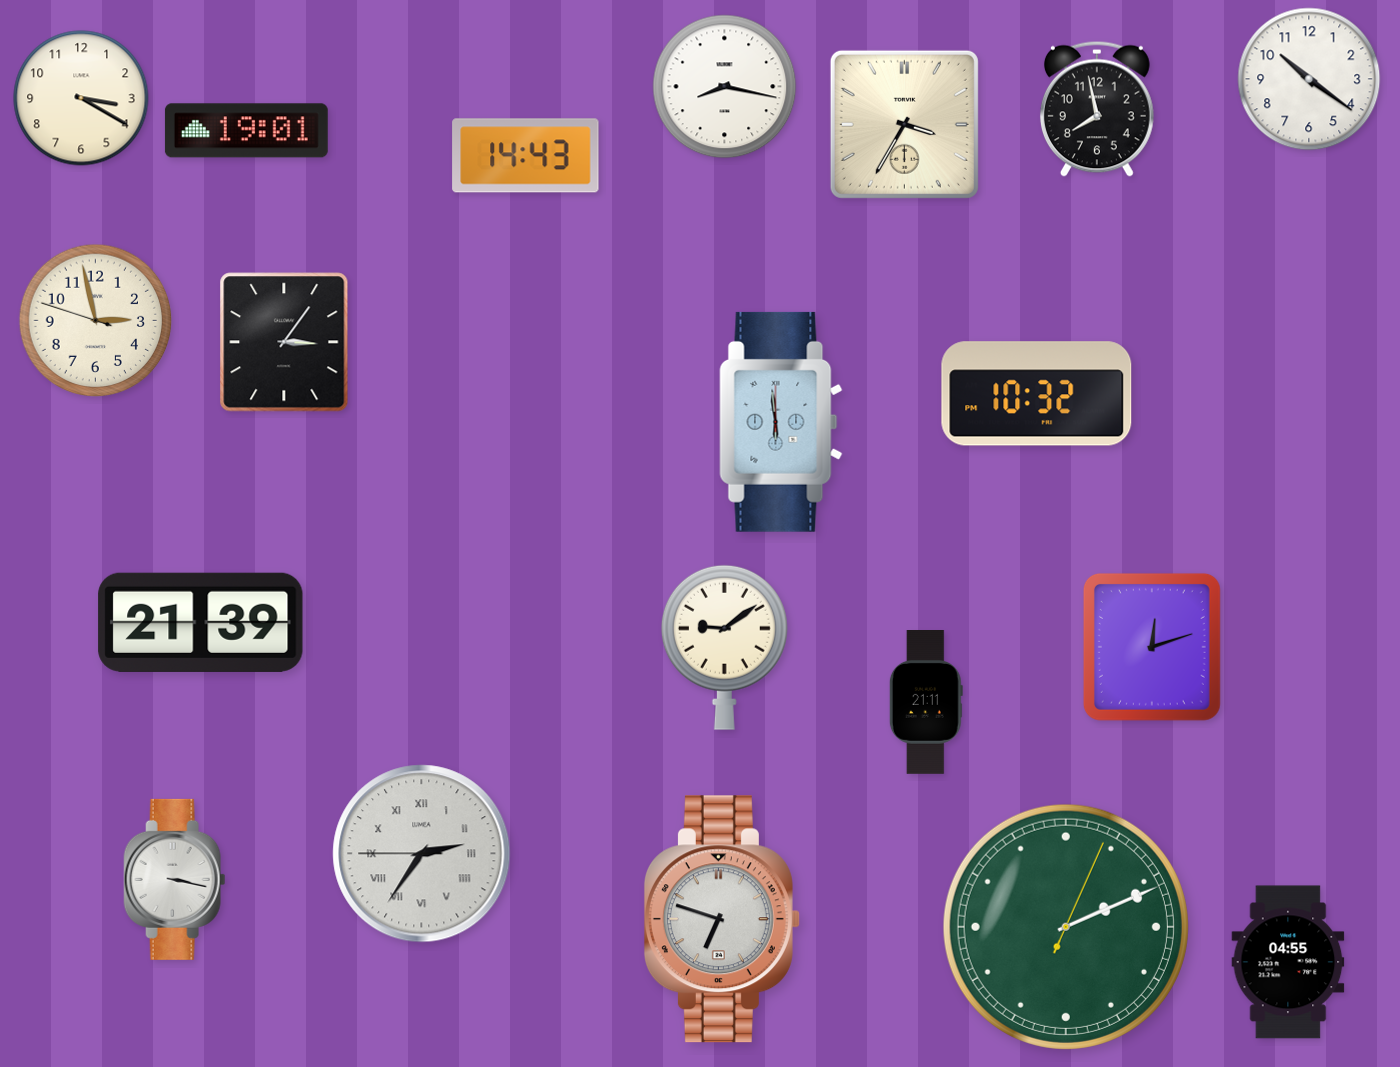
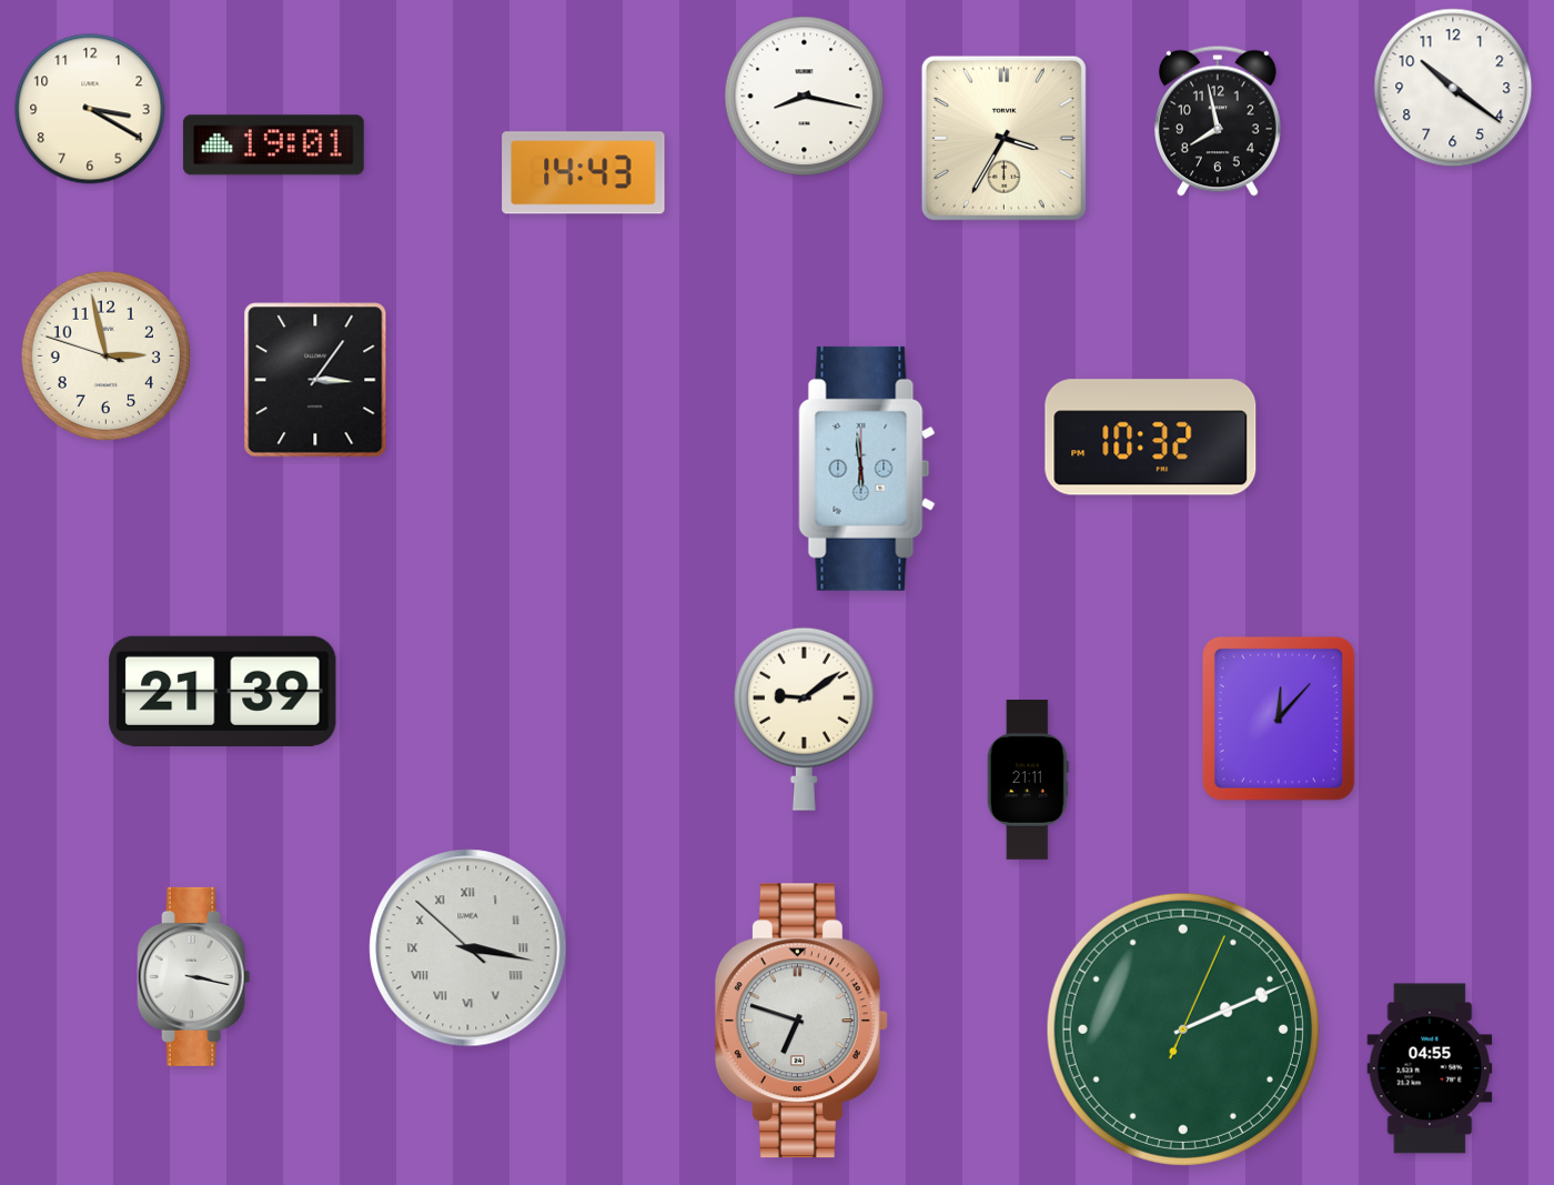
clock at (1152, 647): 12:12 -> 12:07
clock at (422, 854): 2:35 -> 3:16
